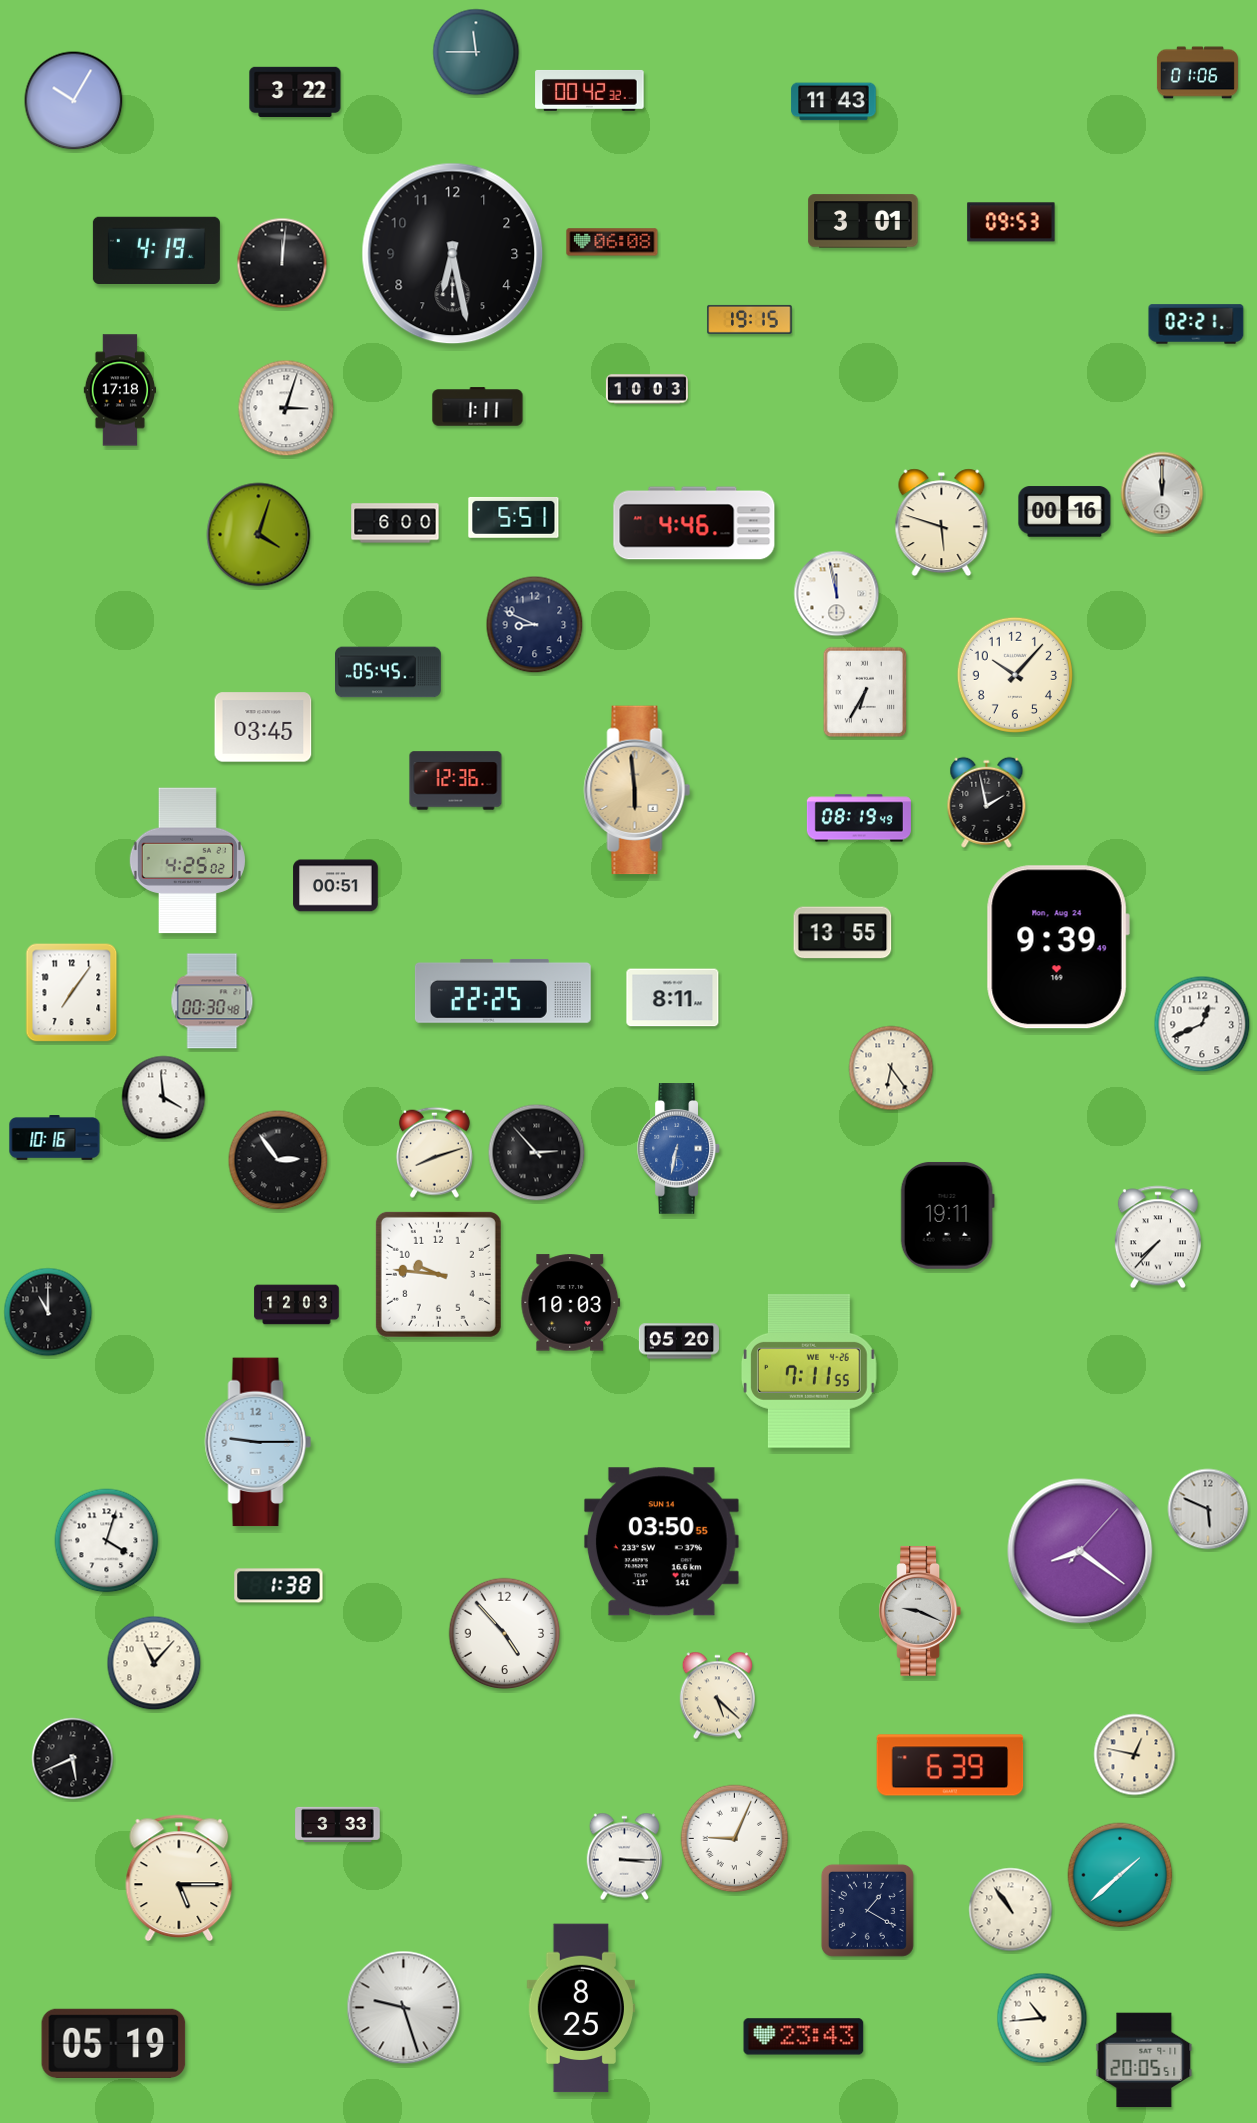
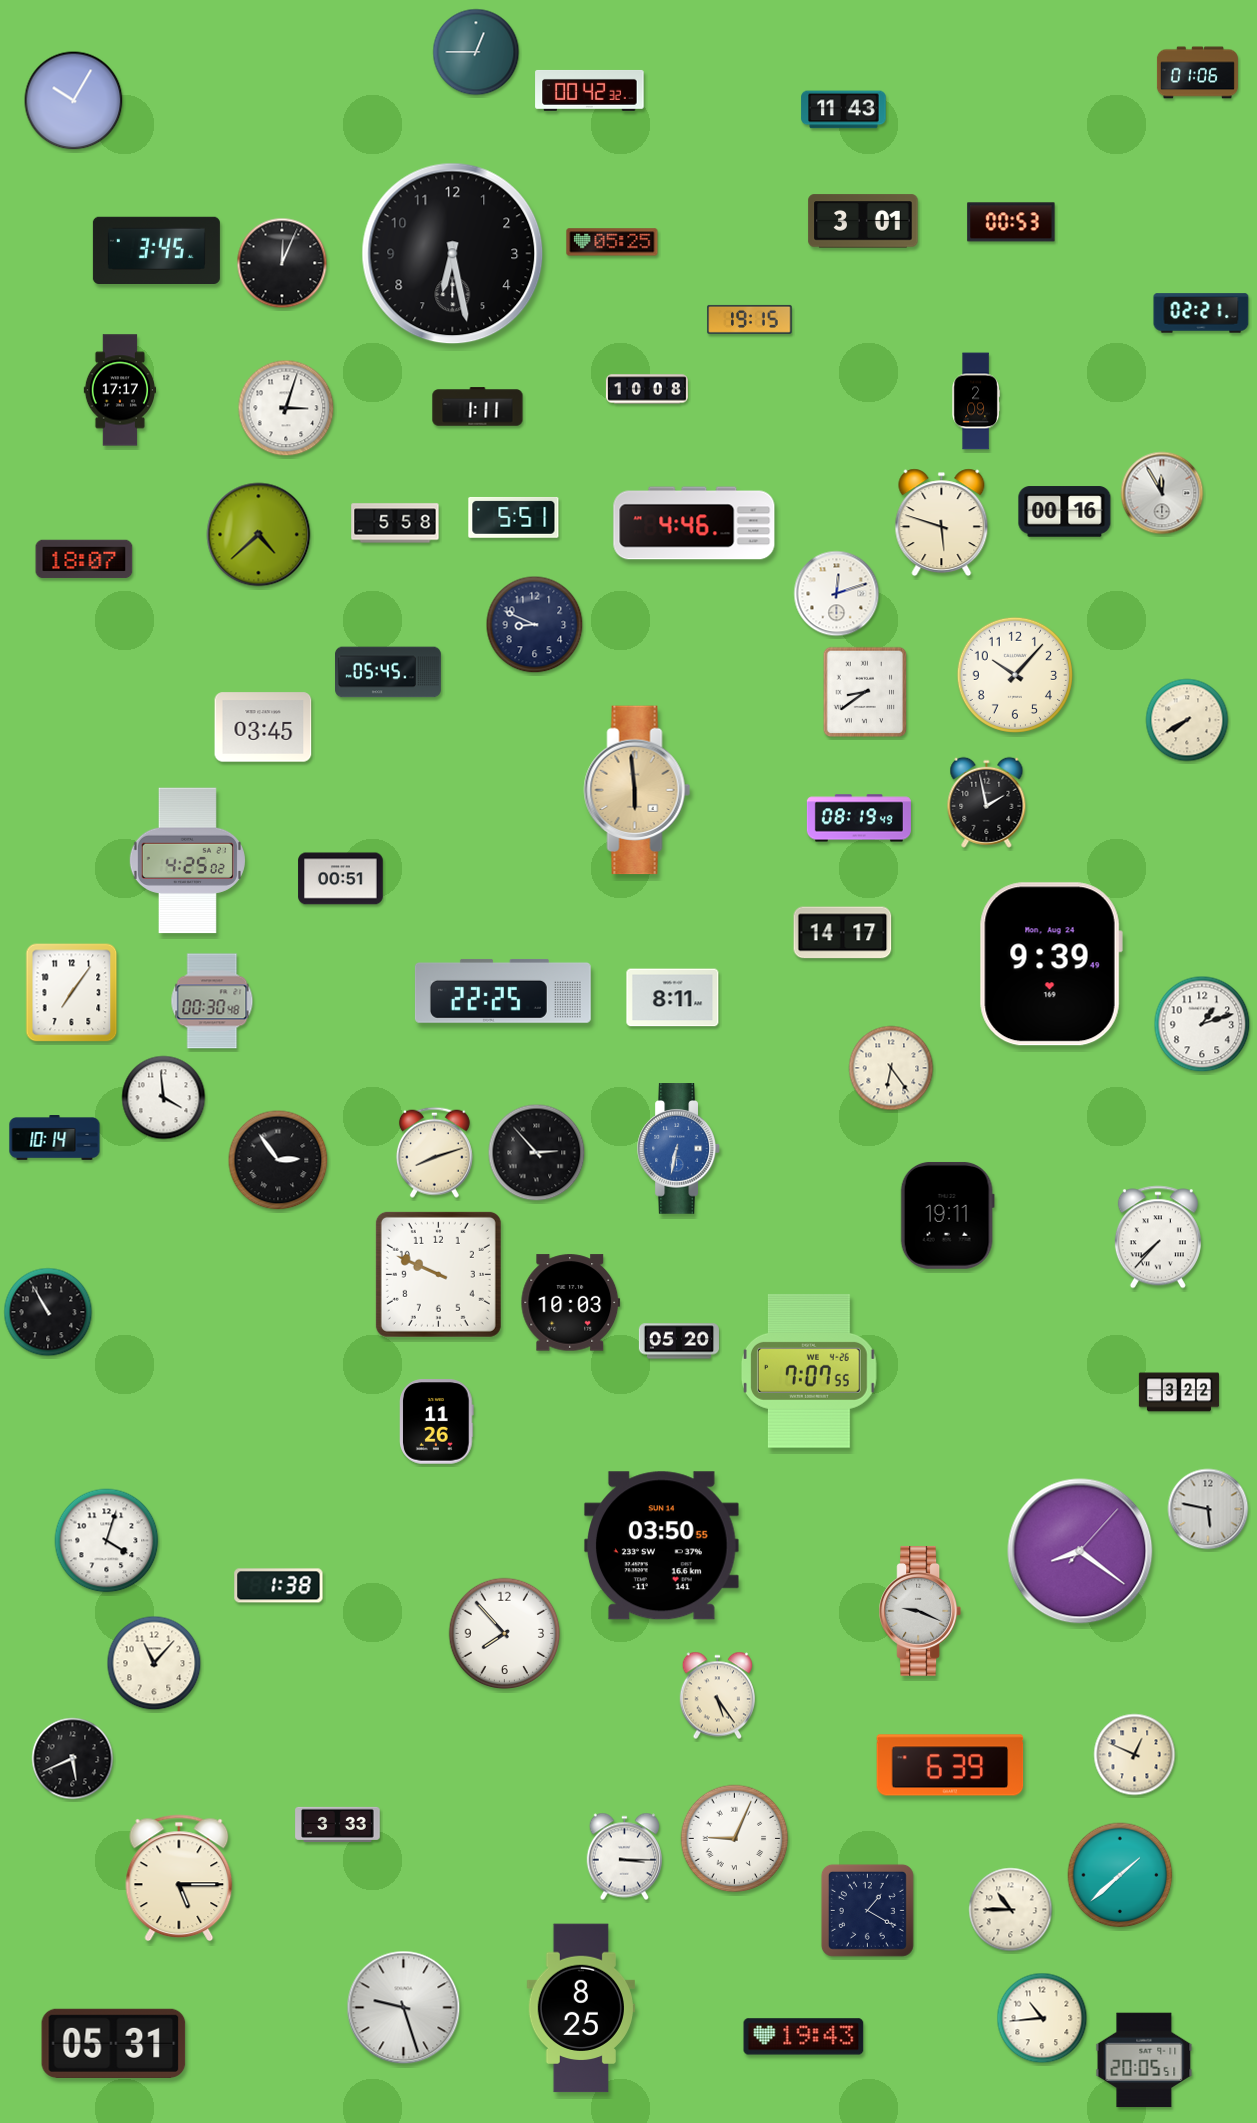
clock at (476, 52): 11:45 -> 12:45
clock at (295, 91): 3:22 -> none
clock at (834, 102) position: (834, 102) -> (844, 110)
clock at (1011, 222): 09:53 -> 00:53
clock at (612, 242): 06:08 -> 05:25
clock at (156, 250): 4:19 -> 3:45
clock at (282, 263): 12:01 -> 12:04
clock at (1196, 324) position: (1196, 324) -> (1201, 313)
clock at (647, 389): 10:03 -> 10:08
clock at (119, 390): 17:18 -> 17:17
clock at (976, 401): none -> 2:09
clock at (1162, 493): 12:00 -> 11:55
clock at (395, 523): 6:00 -> 5:58
clock at (259, 535): 4:03 -> 4:38
clock at (84, 559): none -> 18:07
clock at (837, 594): 11:58 -> 12:12
clock at (865, 692): 6:35 -> 8:39
clock at (1187, 720): none -> 7:40
clock at (456, 781): 12:36 -> none
clock at (336, 886) position: (336, 886) -> (341, 879)
clock at (843, 933): 13:55 -> 14:17
clock at (1058, 947) position: (1058, 947) -> (1051, 964)
clock at (1202, 1024): 12:41 -> 1:12
clock at (55, 1138): 10:16 -> 10:14
clock at (438, 1274): 9:46 -> 9:49
clock at (297, 1305): 12:03 -> none
clock at (48, 1312): 11:00 -> 10:55
clock at (809, 1371): 7:11 -> 7:07
clock at (1179, 1392): none -> 3:22
clock at (437, 1422): none -> 11:26
clock at (258, 1442): 9:15 -> none
clock at (1208, 1509): 5:49 -> 5:47
clock at (661, 1542) position: (661, 1542) -> (661, 1546)
clock at (505, 1634): 4:53 -> 7:53
clock at (717, 1696): 5:22 -> 5:24
clock at (1135, 1755): 12:47 -> 12:49
clock at (1011, 1910): 10:54 -> 10:45
clock at (804, 2037): 23:43 -> 19:43
clock at (114, 2043): 05:19 -> 05:31
